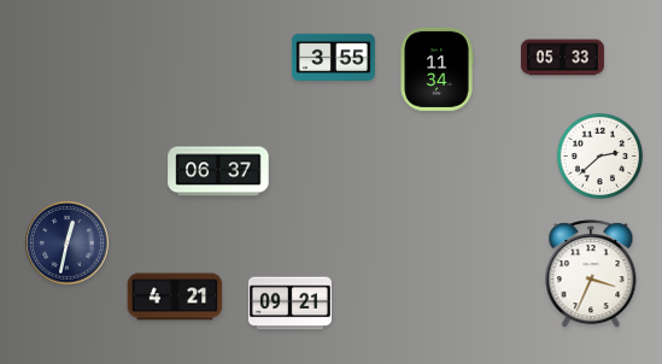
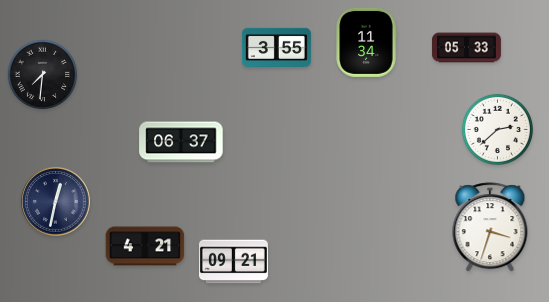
clock at (437, 69) position: (437, 69) -> (366, 42)
clock at (43, 75): none -> 7:31
clock at (591, 275): 3:34 -> 3:33
clock at (289, 304) position: (289, 304) -> (233, 262)
